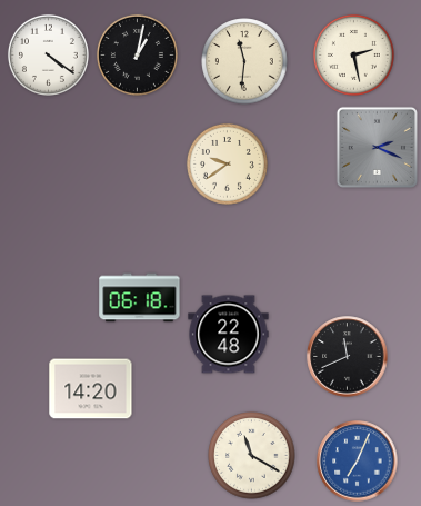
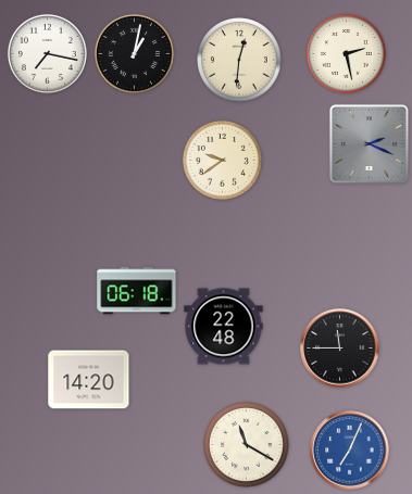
clock at (48, 54): 4:21 -> 7:17
clock at (244, 61): 11:31 -> 12:31
clock at (348, 357): 11:41 -> 11:45
